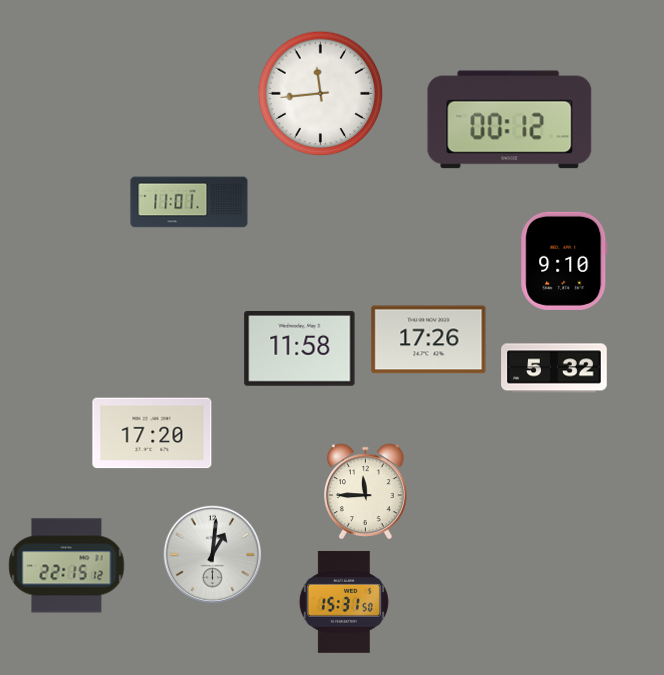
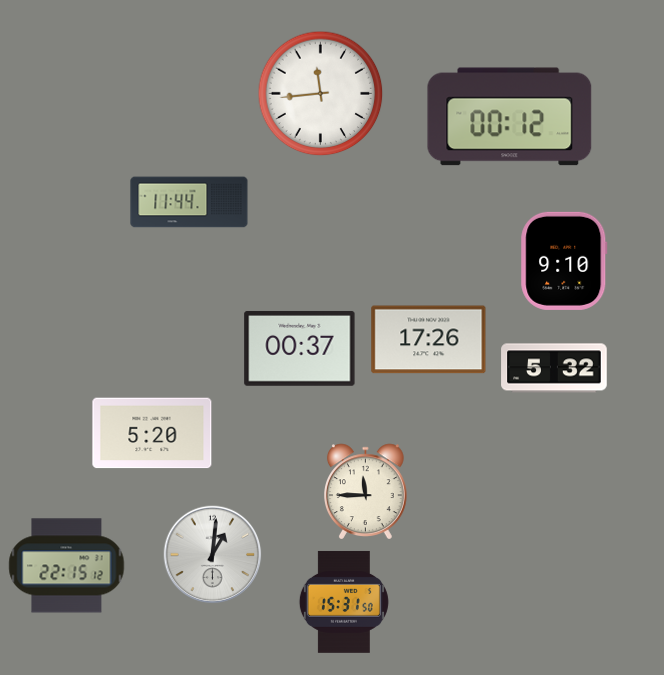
clock at (510, 120) position: (510, 120) -> (510, 117)
clock at (189, 202): 11:01 -> 11:44
clock at (300, 348): 11:58 -> 00:37
clock at (152, 433): 17:20 -> 5:20
